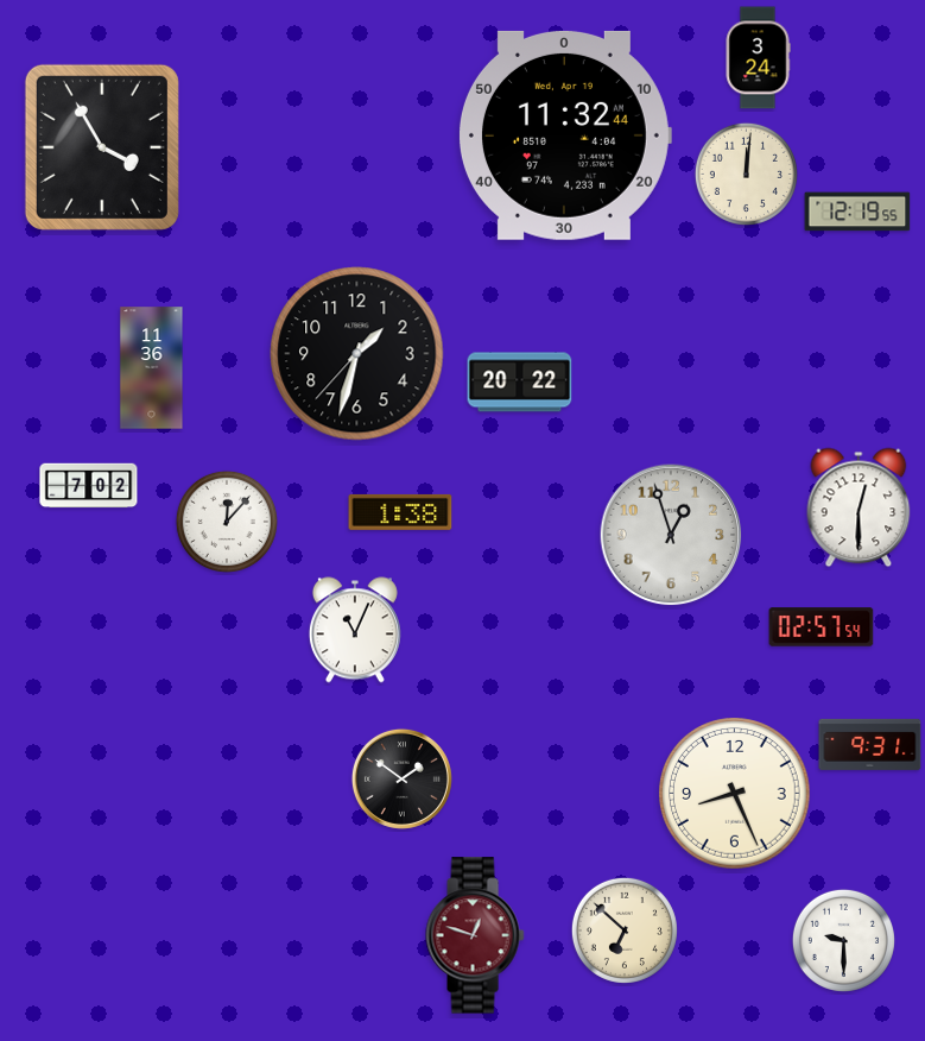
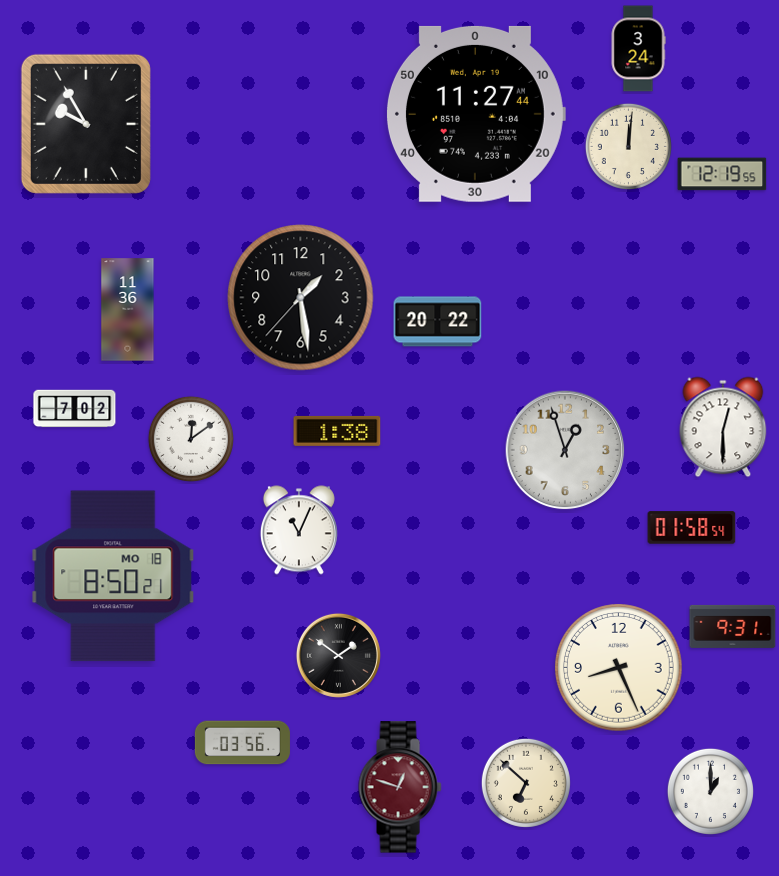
clock at (564, 135): 11:32 -> 11:27
clock at (102, 147): 3:55 -> 9:55
clock at (857, 212) position: (857, 212) -> (722, 174)
clock at (357, 354): 1:32 -> 1:28
clock at (227, 522): 12:07 -> 12:09
clock at (822, 627): 02:57 -> 01:58
clock at (113, 576): none -> 8:50
clock at (242, 743): none -> 03:56
clock at (843, 940): 9:30 -> 1:00
